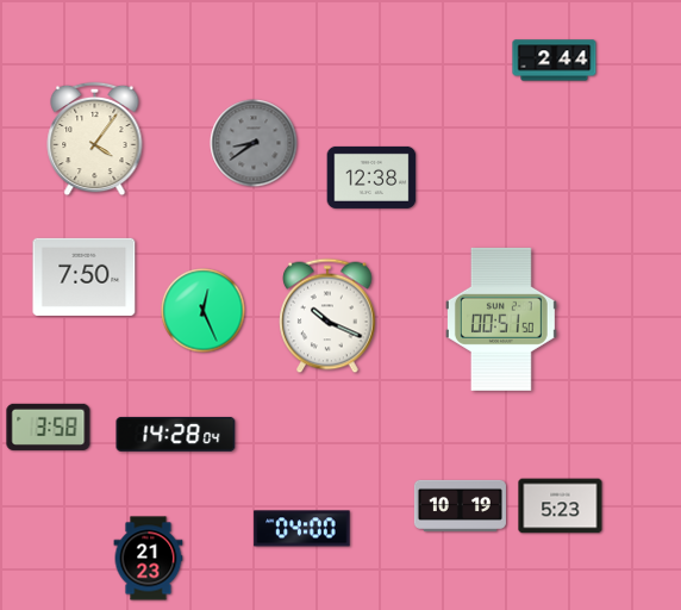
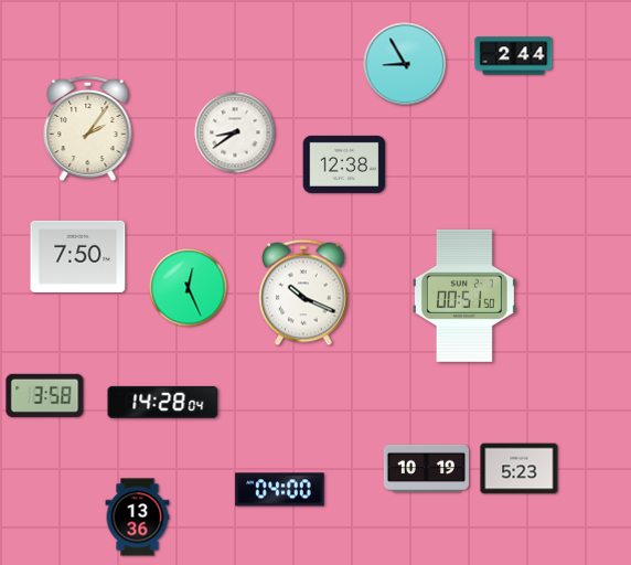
clock at (405, 64): none -> 8:55
clock at (95, 139): 4:06 -> 2:06
clock at (254, 143) dial: grey -> white
clock at (149, 559): 21:23 -> 13:36
